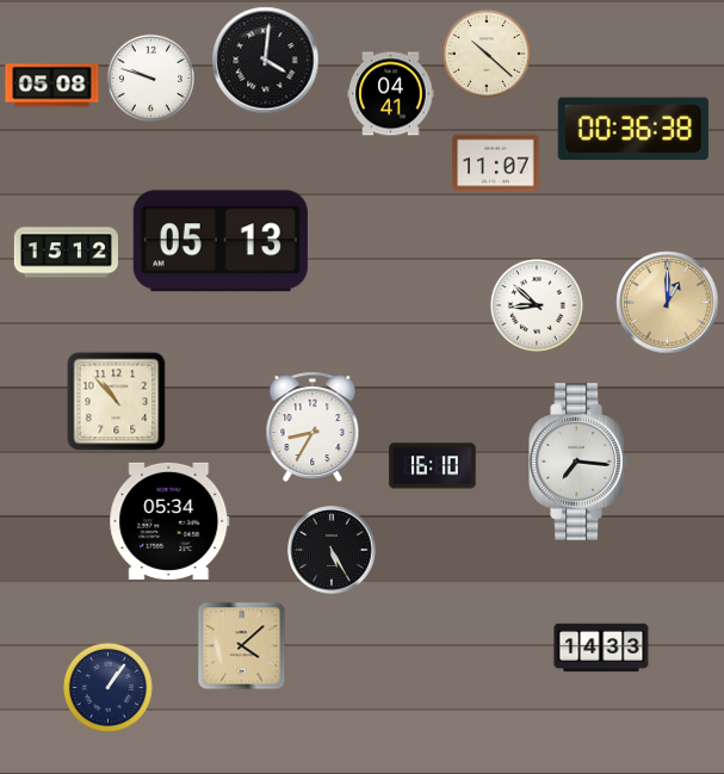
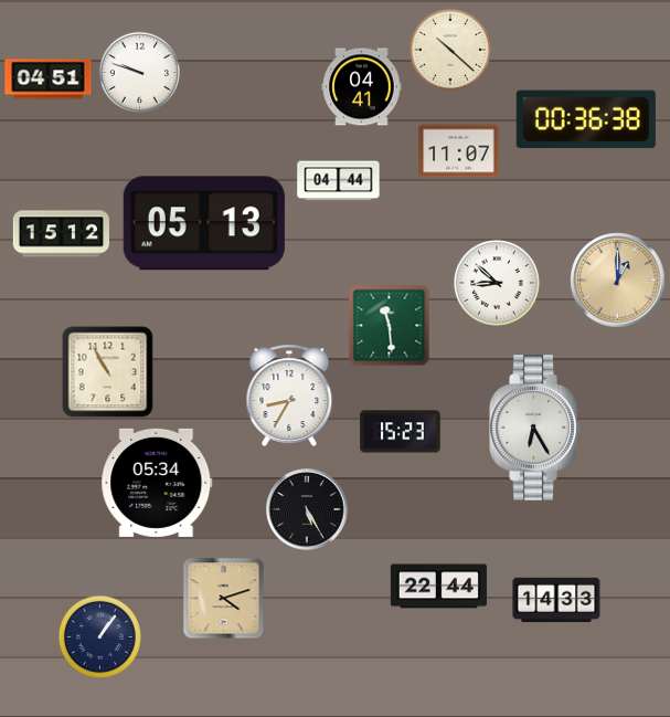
clock at (266, 61): 4:01 -> none
clock at (52, 86): 05:08 -> 04:51
clock at (339, 181): none -> 04:44
clock at (390, 326): none -> 11:29
clock at (117, 402): 10:53 -> 10:55
clock at (578, 462): 7:16 -> 6:25
clock at (433, 466): 16:10 -> 15:23
clock at (438, 587): none -> 22:44
clock at (242, 646): 4:08 -> 4:12
